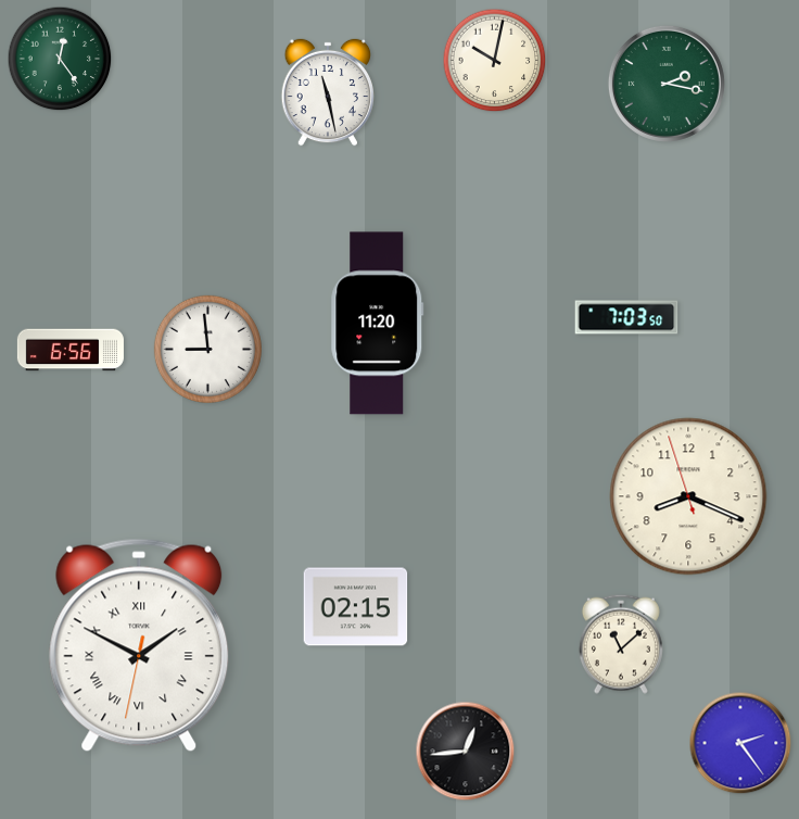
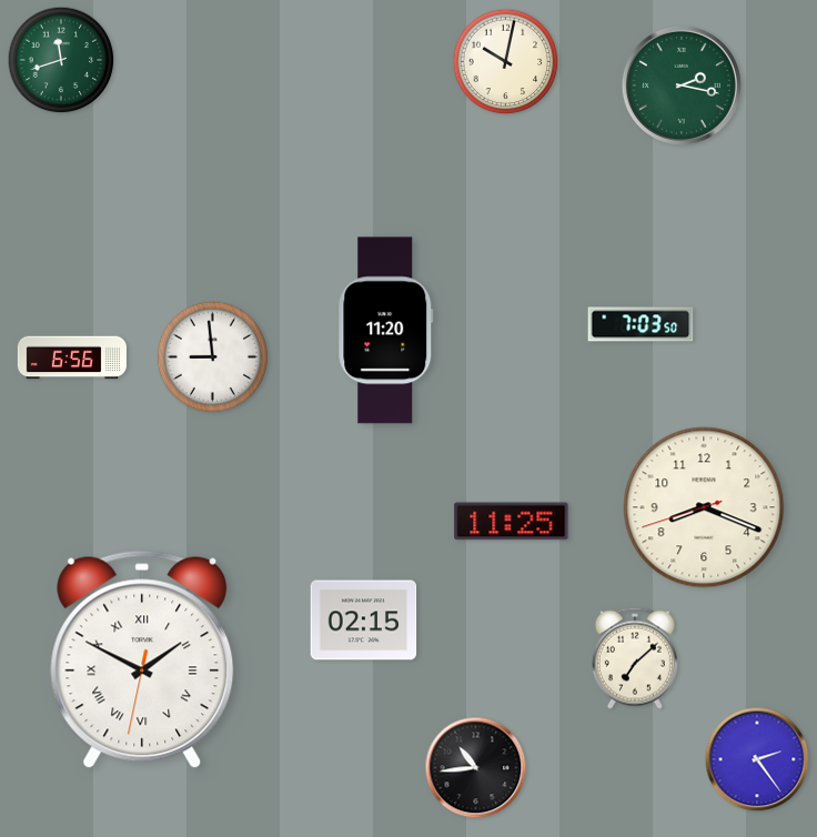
clock at (60, 59): 12:24 -> 11:42
clock at (328, 92): 11:28 -> none
clock at (688, 496): 8:18:57 -> 8:18:42
clock at (512, 522): none -> 11:25
clock at (621, 644): 11:08 -> 7:08
clock at (466, 752): 12:44 -> 10:44
